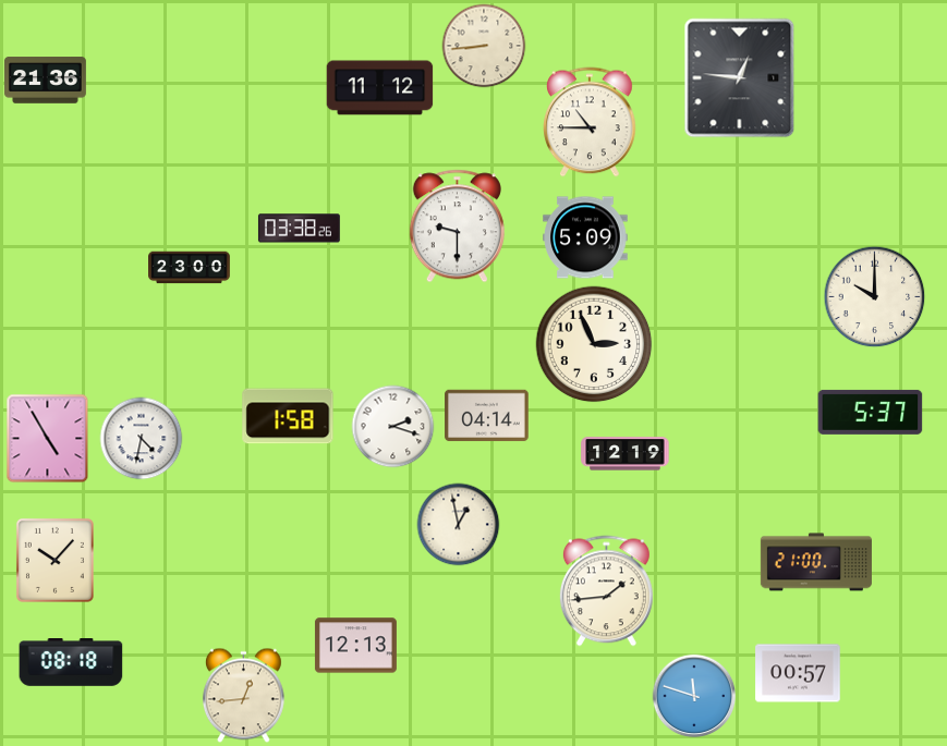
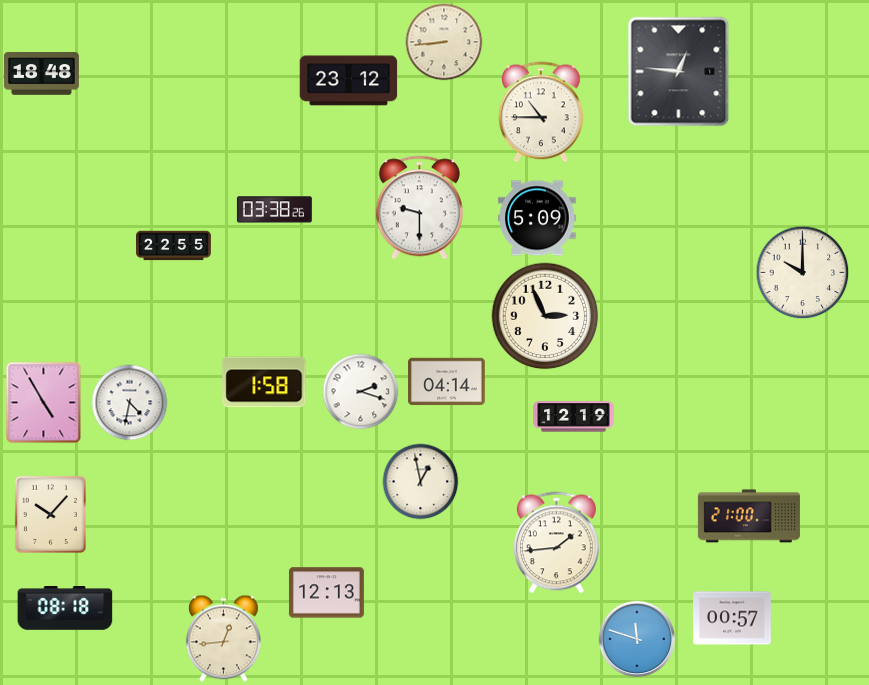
clock at (45, 81): 21:36 -> 18:48
clock at (380, 88): 11:12 -> 23:12
clock at (190, 268): 23:00 -> 22:55
clock at (871, 412): 5:37 -> none
